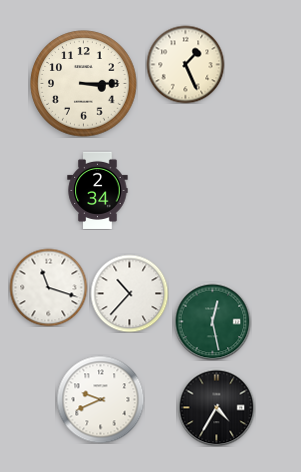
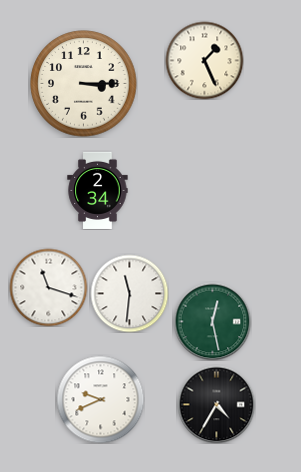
clock at (185, 64) position: (185, 64) -> (204, 60)
clock at (129, 293): 10:37 -> 11:31
clock at (216, 407) position: (216, 407) -> (216, 404)
